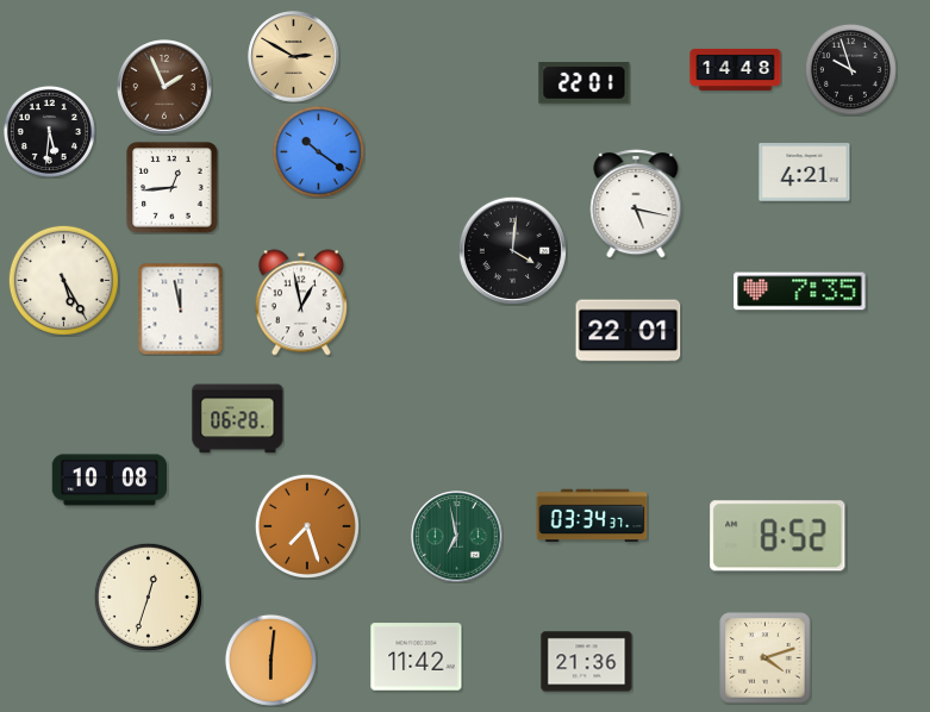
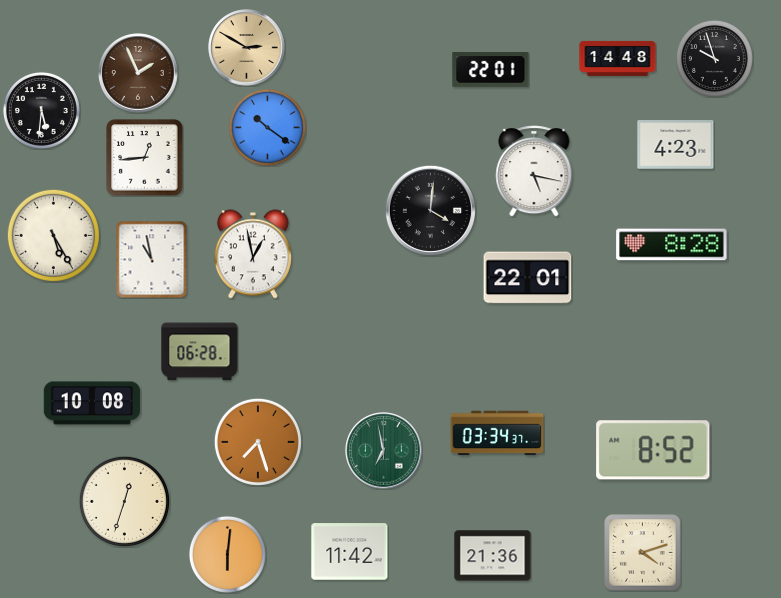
clock at (805, 173): 4:21 -> 4:23
clock at (800, 292): 7:35 -> 8:28
clock at (181, 308): 11:58 -> 10:58
